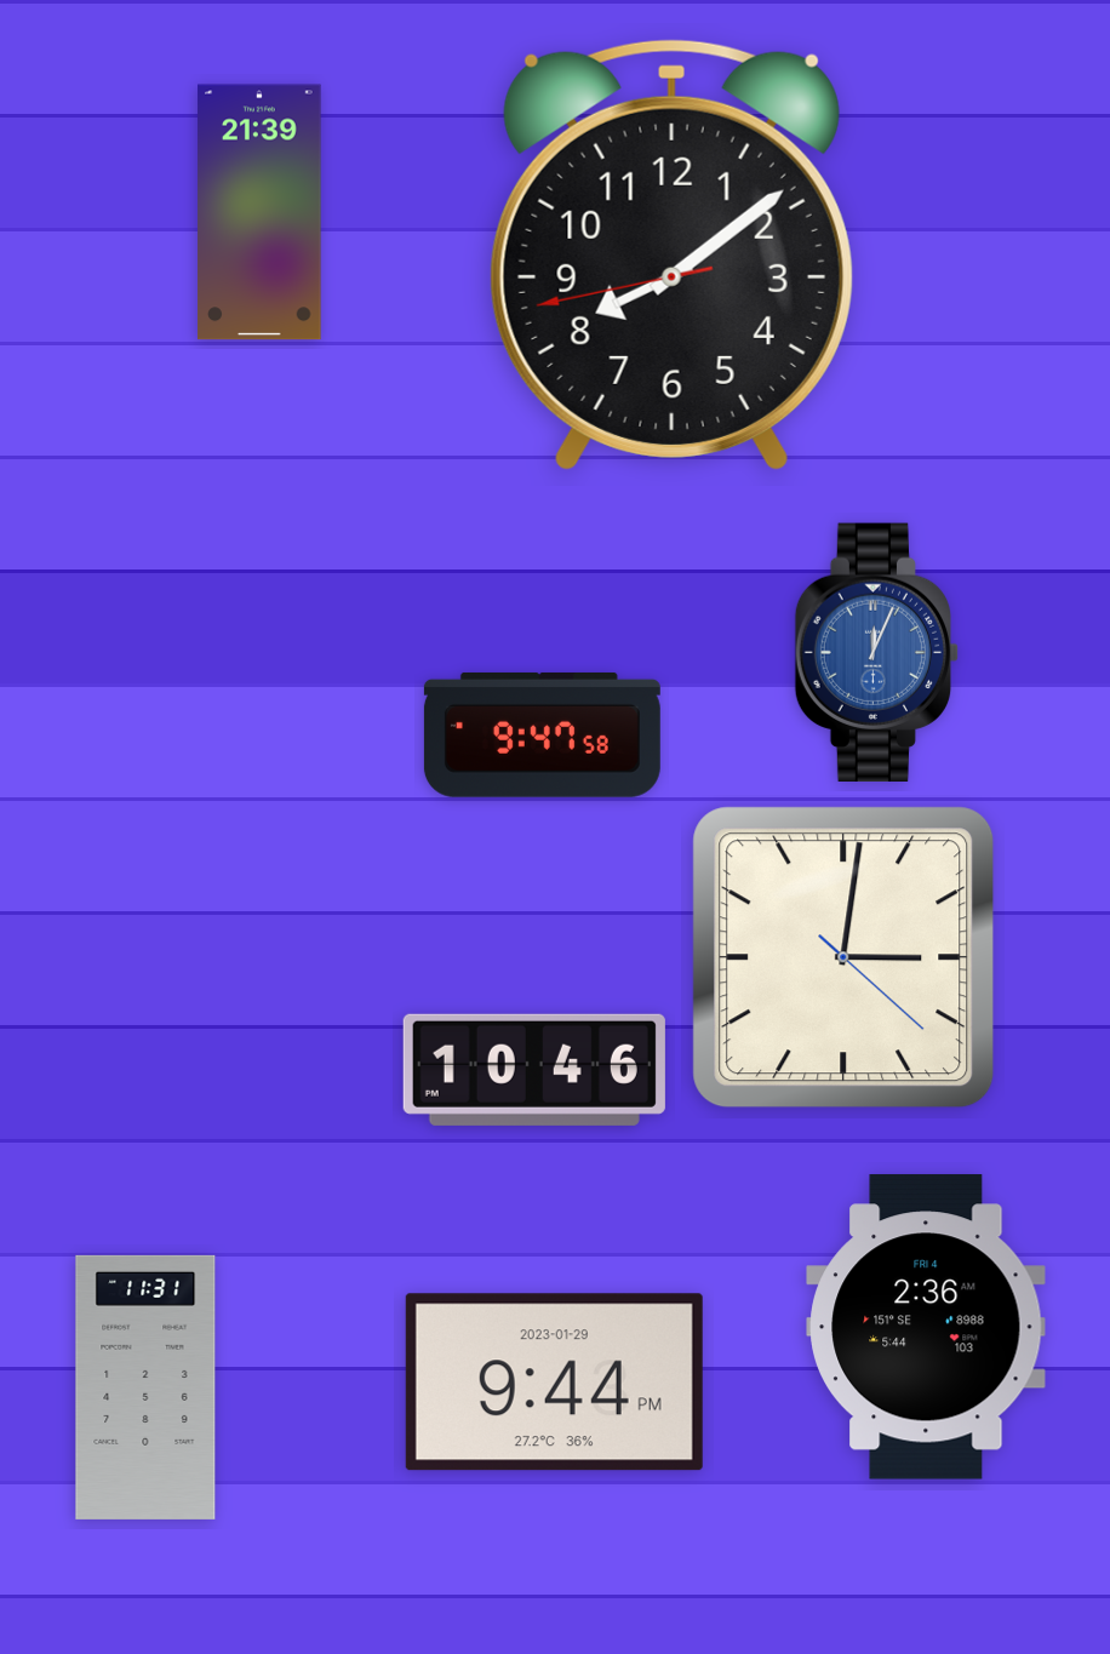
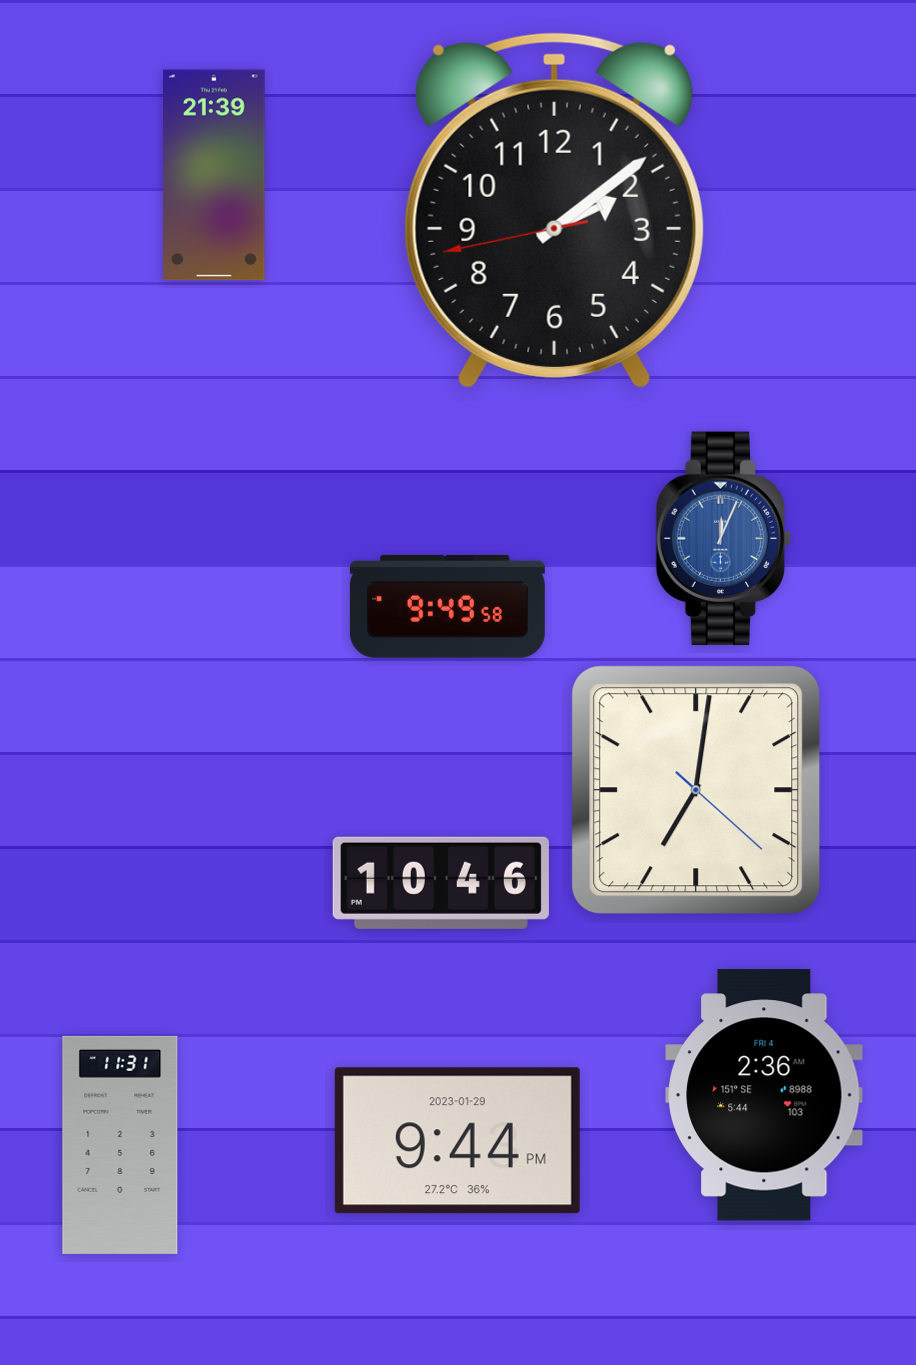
clock at (671, 254): 8:08 -> 2:08
clock at (542, 734): 9:47 -> 9:49
clock at (843, 957): 3:01 -> 7:01
